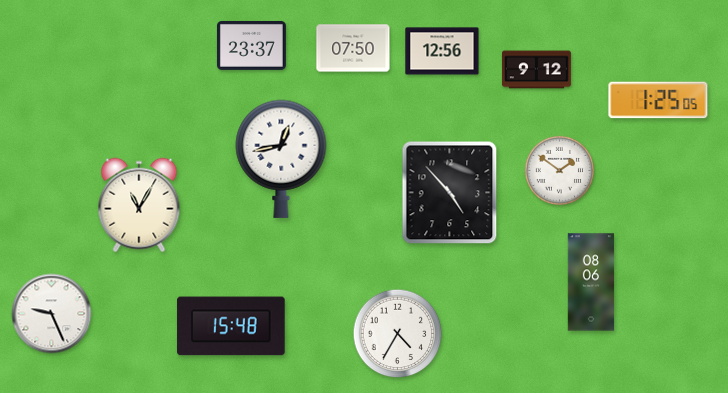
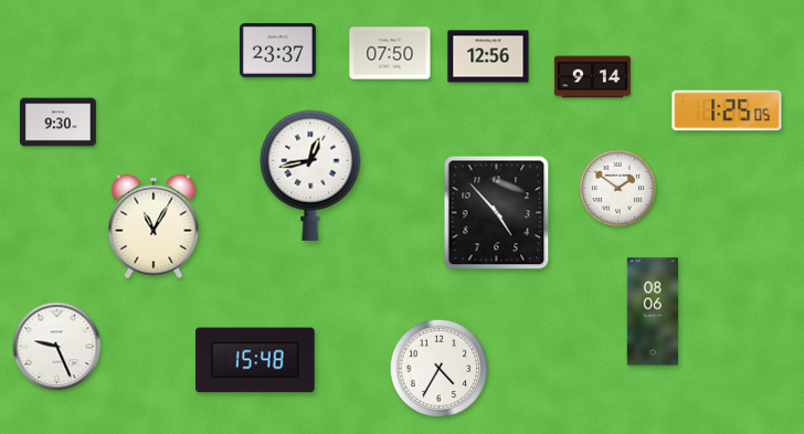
clock at (536, 70): 9:12 -> 9:14
clock at (57, 123): none -> 9:30
